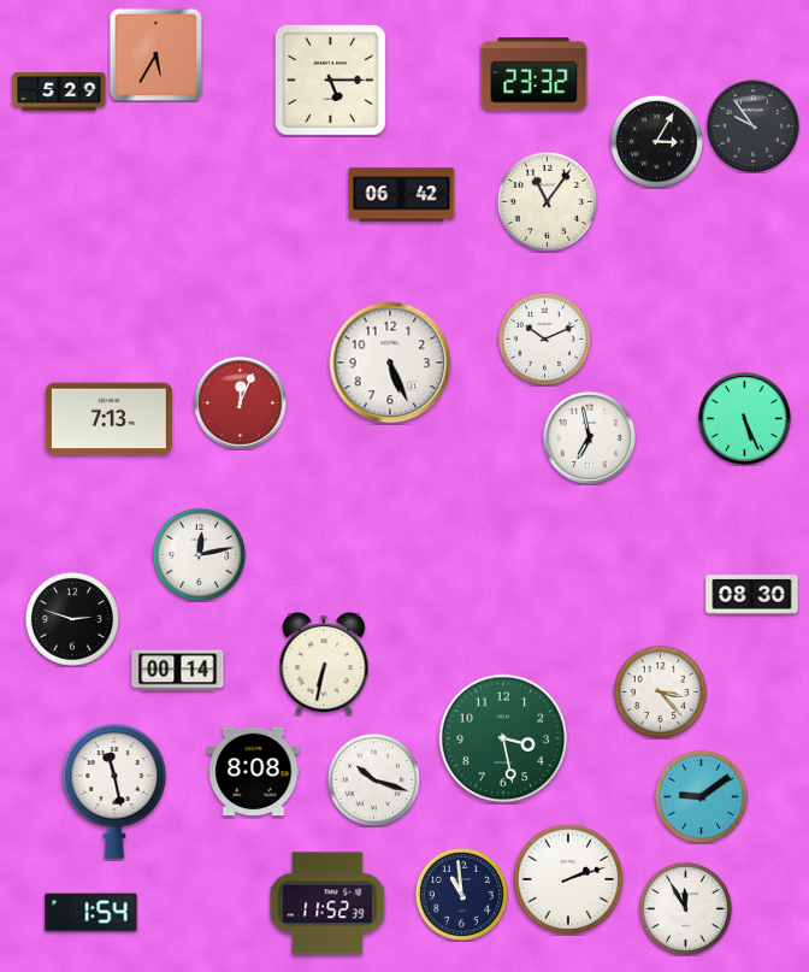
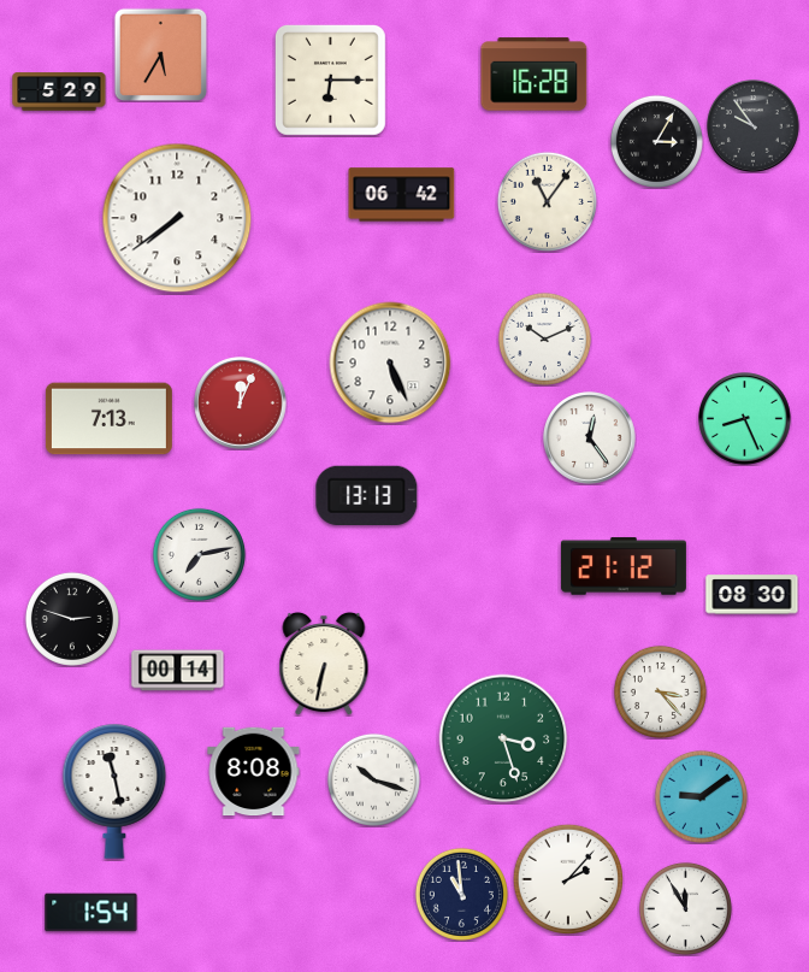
clock at (155, 54) position: (155, 54) -> (160, 54)
clock at (535, 75): 23:32 -> 16:28
clock at (330, 79): 5:15 -> 6:15
clock at (177, 218): none -> 7:39
clock at (745, 419): 5:26 -> 8:26
clock at (590, 438): 6:58 -> 12:24
clock at (367, 495): none -> 13:13
clock at (199, 554): 12:13 -> 7:13
clock at (624, 566): none -> 21:12
clock at (503, 738): 3:28 -> 3:27
clock at (568, 879): 2:12 -> 2:07
clock at (327, 903): 11:52 -> none
